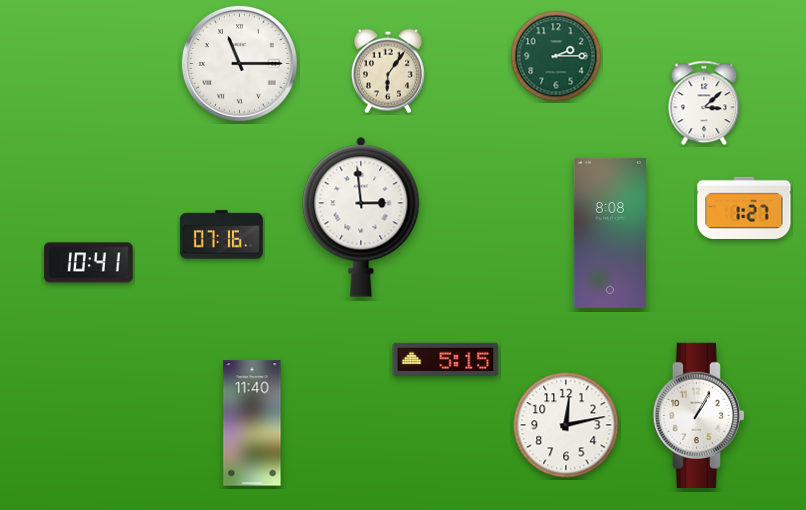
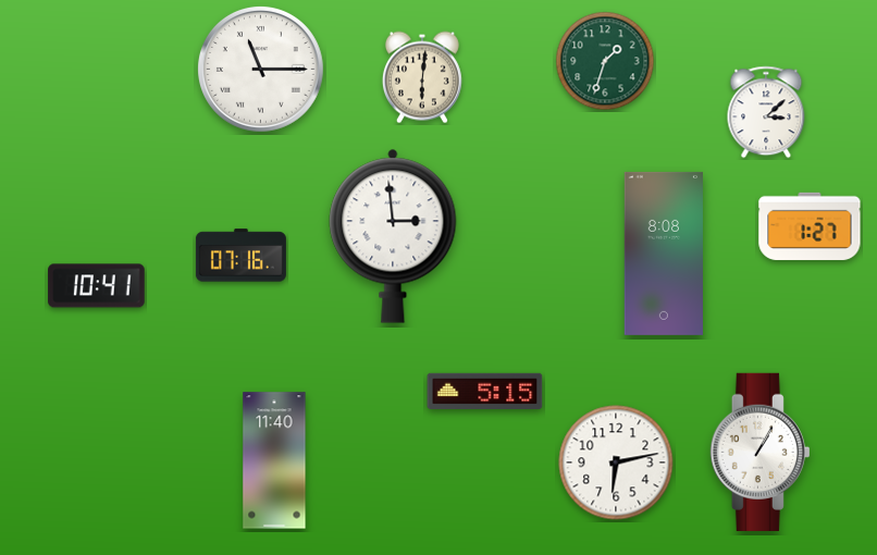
clock at (556, 56): 2:15 -> 1:33
clock at (388, 71): 6:06 -> 6:01
clock at (566, 425): 12:13 -> 6:13
